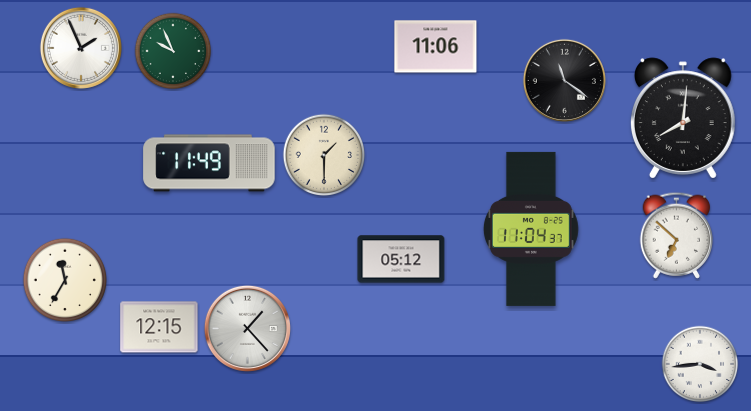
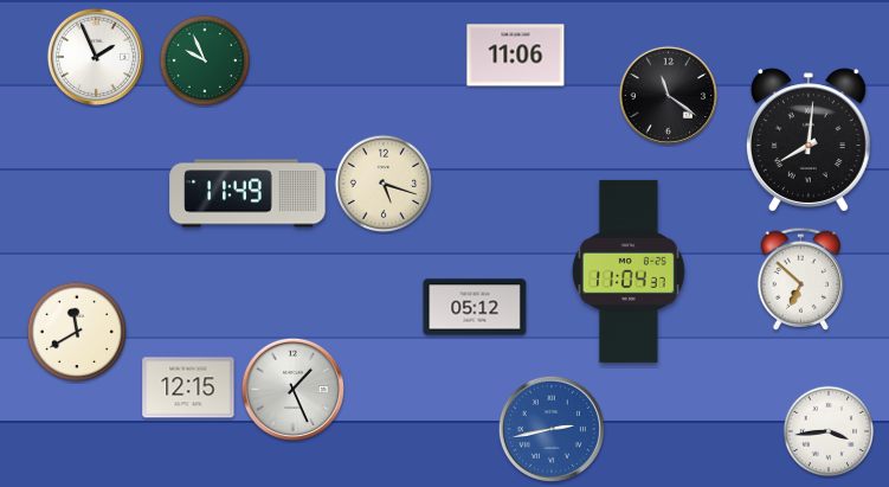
clock at (324, 155): 1:30 -> 5:18
clock at (65, 280): 11:35 -> 11:40
clock at (247, 328): 1:23 -> 1:26
clock at (550, 428): none -> 2:43
